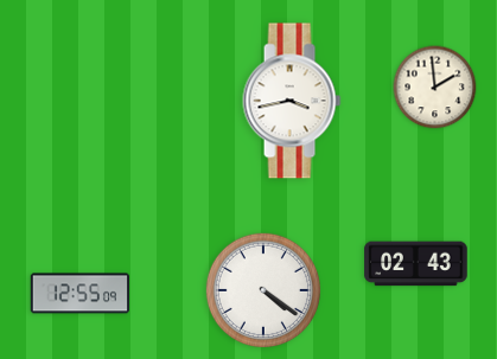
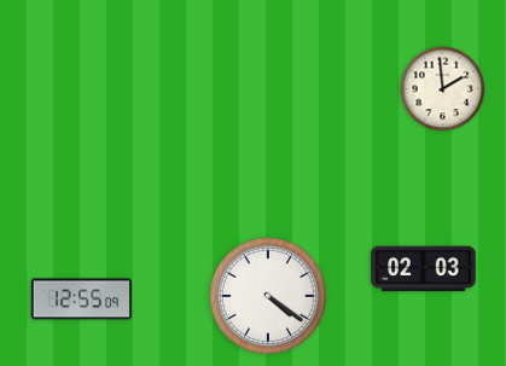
clock at (292, 101): 3:43 -> none
clock at (416, 264): 02:43 -> 02:03
